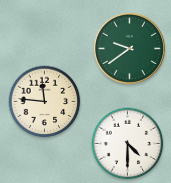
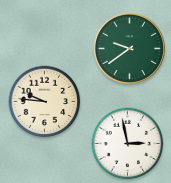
clock at (45, 102): 11:46 -> 9:46
clock at (128, 144): 4:30 -> 2:58
